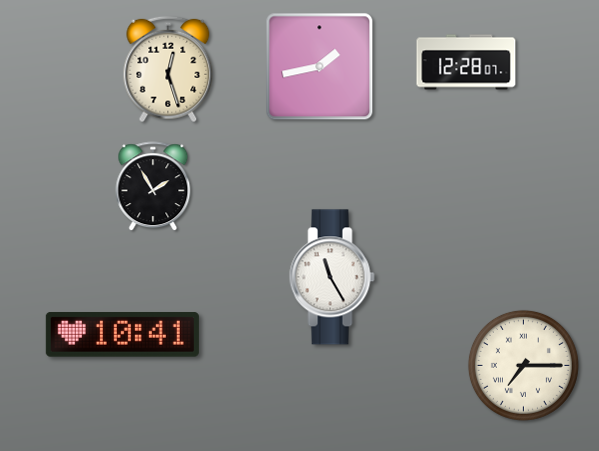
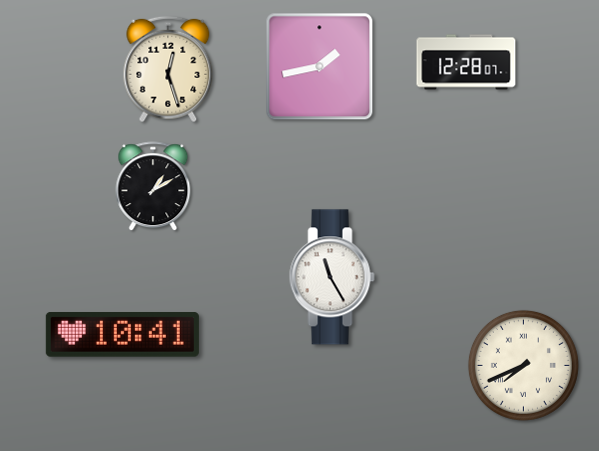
clock at (153, 187): 1:55 -> 1:10
clock at (523, 365): 7:15 -> 7:41
